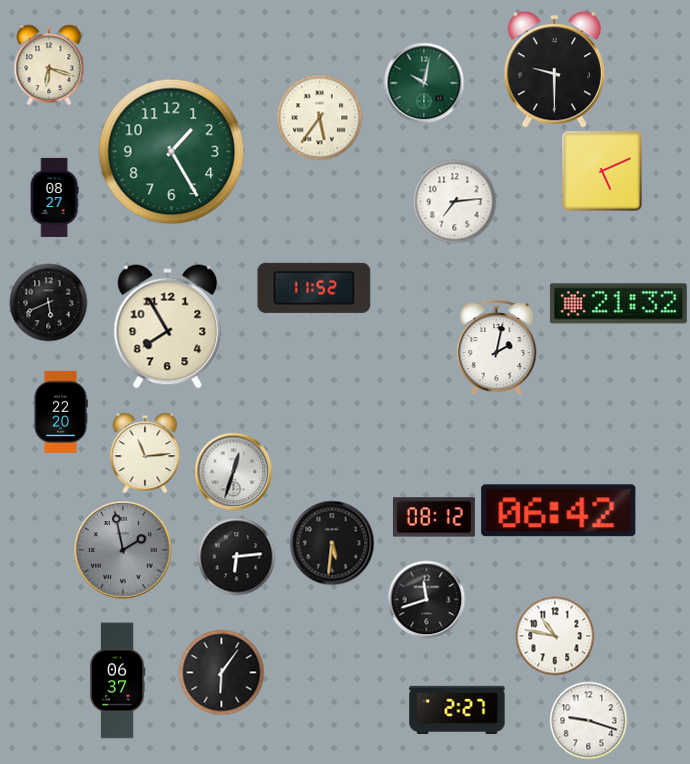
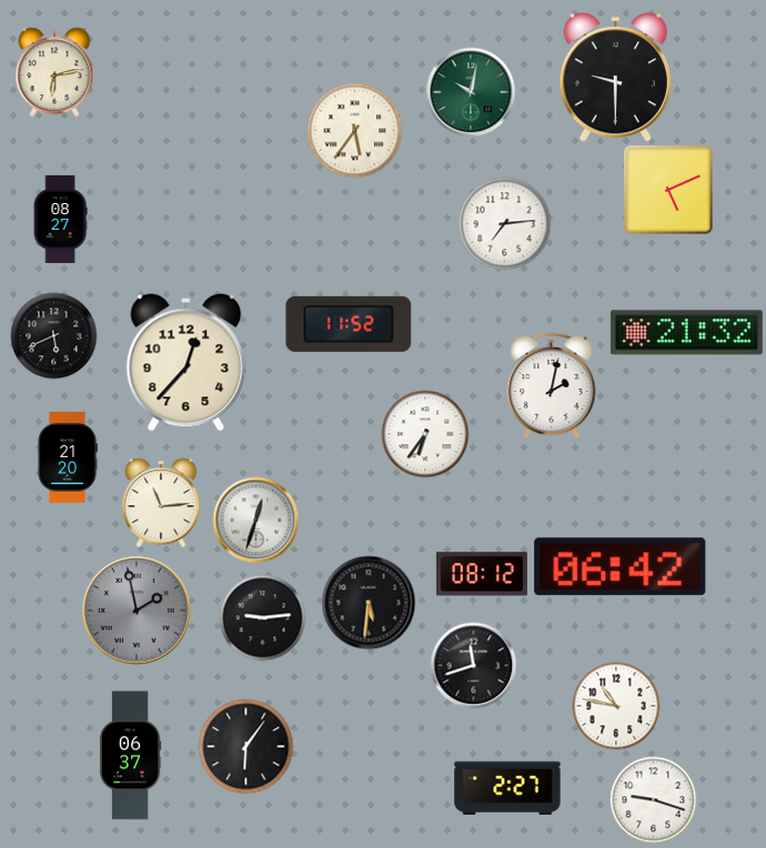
clock at (49, 65): 6:18 -> 6:13
clock at (172, 152): 1:25 -> none
clock at (314, 288) position: (314, 288) -> (349, 324)
clock at (618, 304) position: (618, 304) -> (686, 333)
clock at (168, 327): 7:55 -> 12:37
clock at (425, 434): none -> 6:36
clock at (61, 412): 22:20 -> 21:20
clock at (233, 471) position: (233, 471) -> (255, 519)
clock at (236, 556): 6:14 -> 9:14
